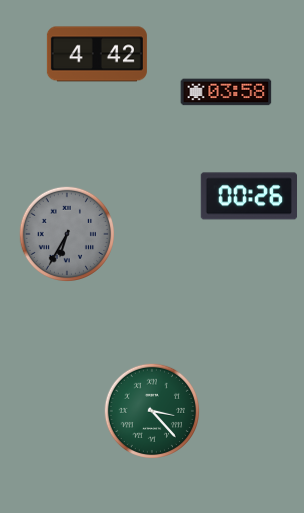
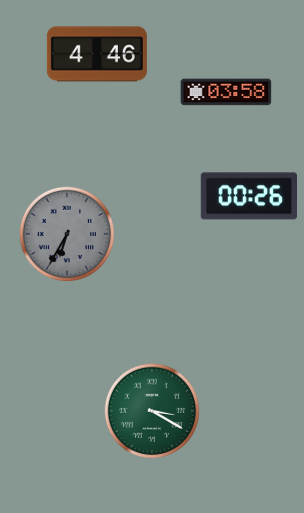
clock at (97, 54): 4:42 -> 4:46
clock at (151, 410): 3:23 -> 3:20
